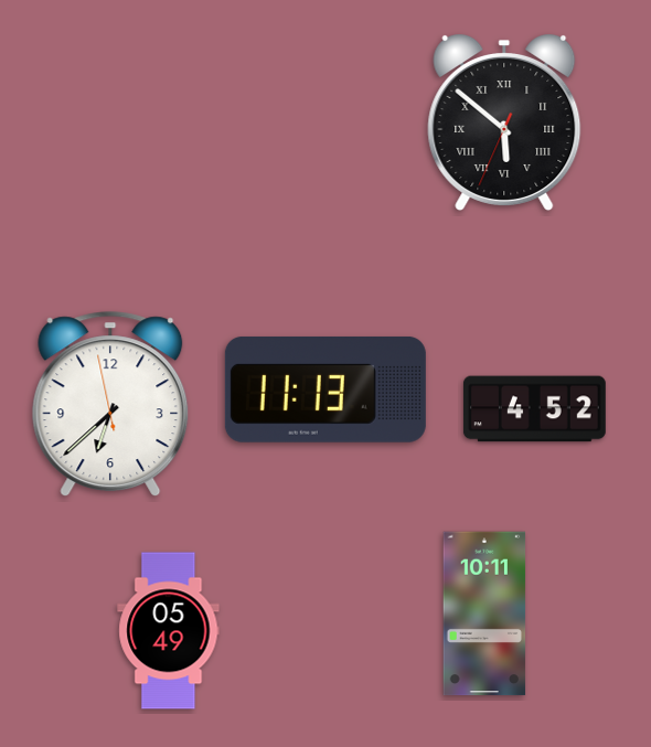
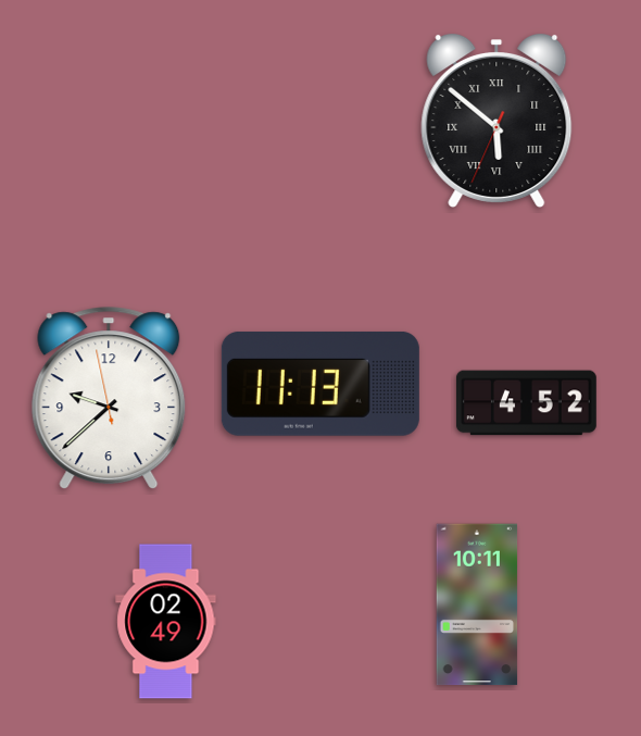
clock at (110, 405): 6:37 -> 9:37
clock at (169, 631): 05:49 -> 02:49
